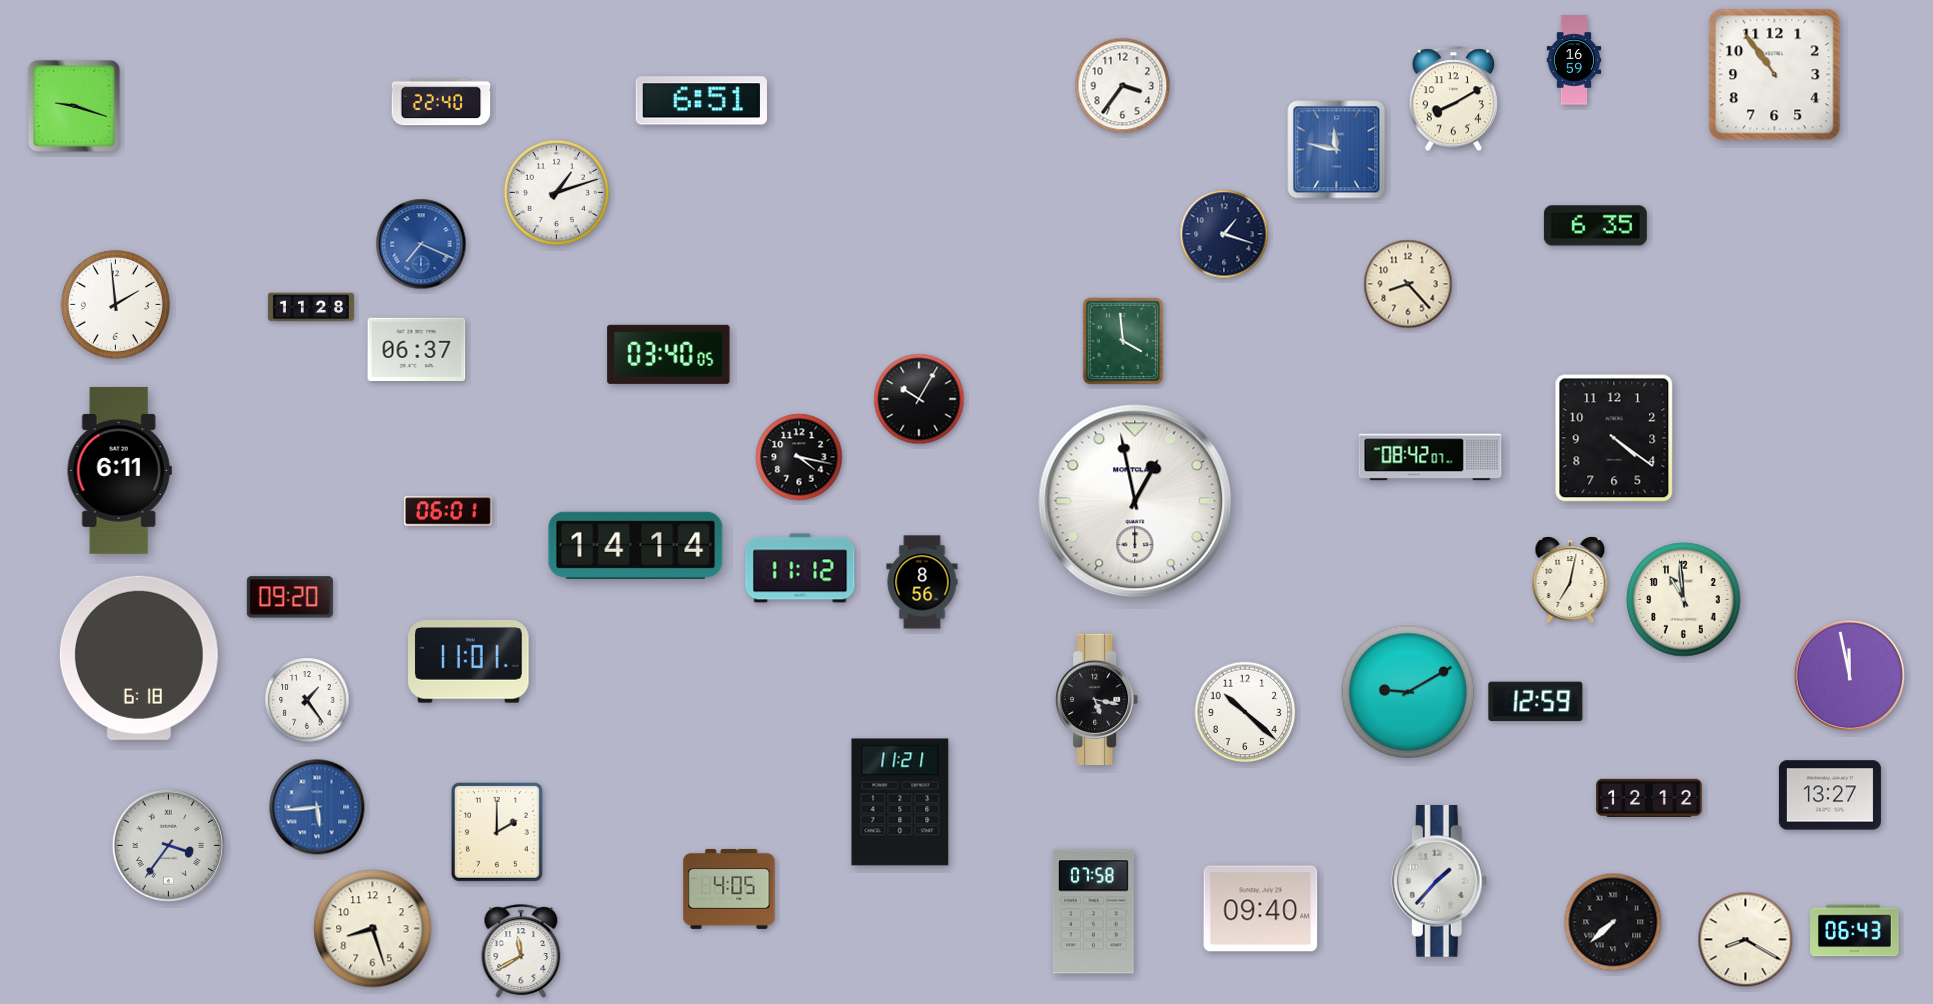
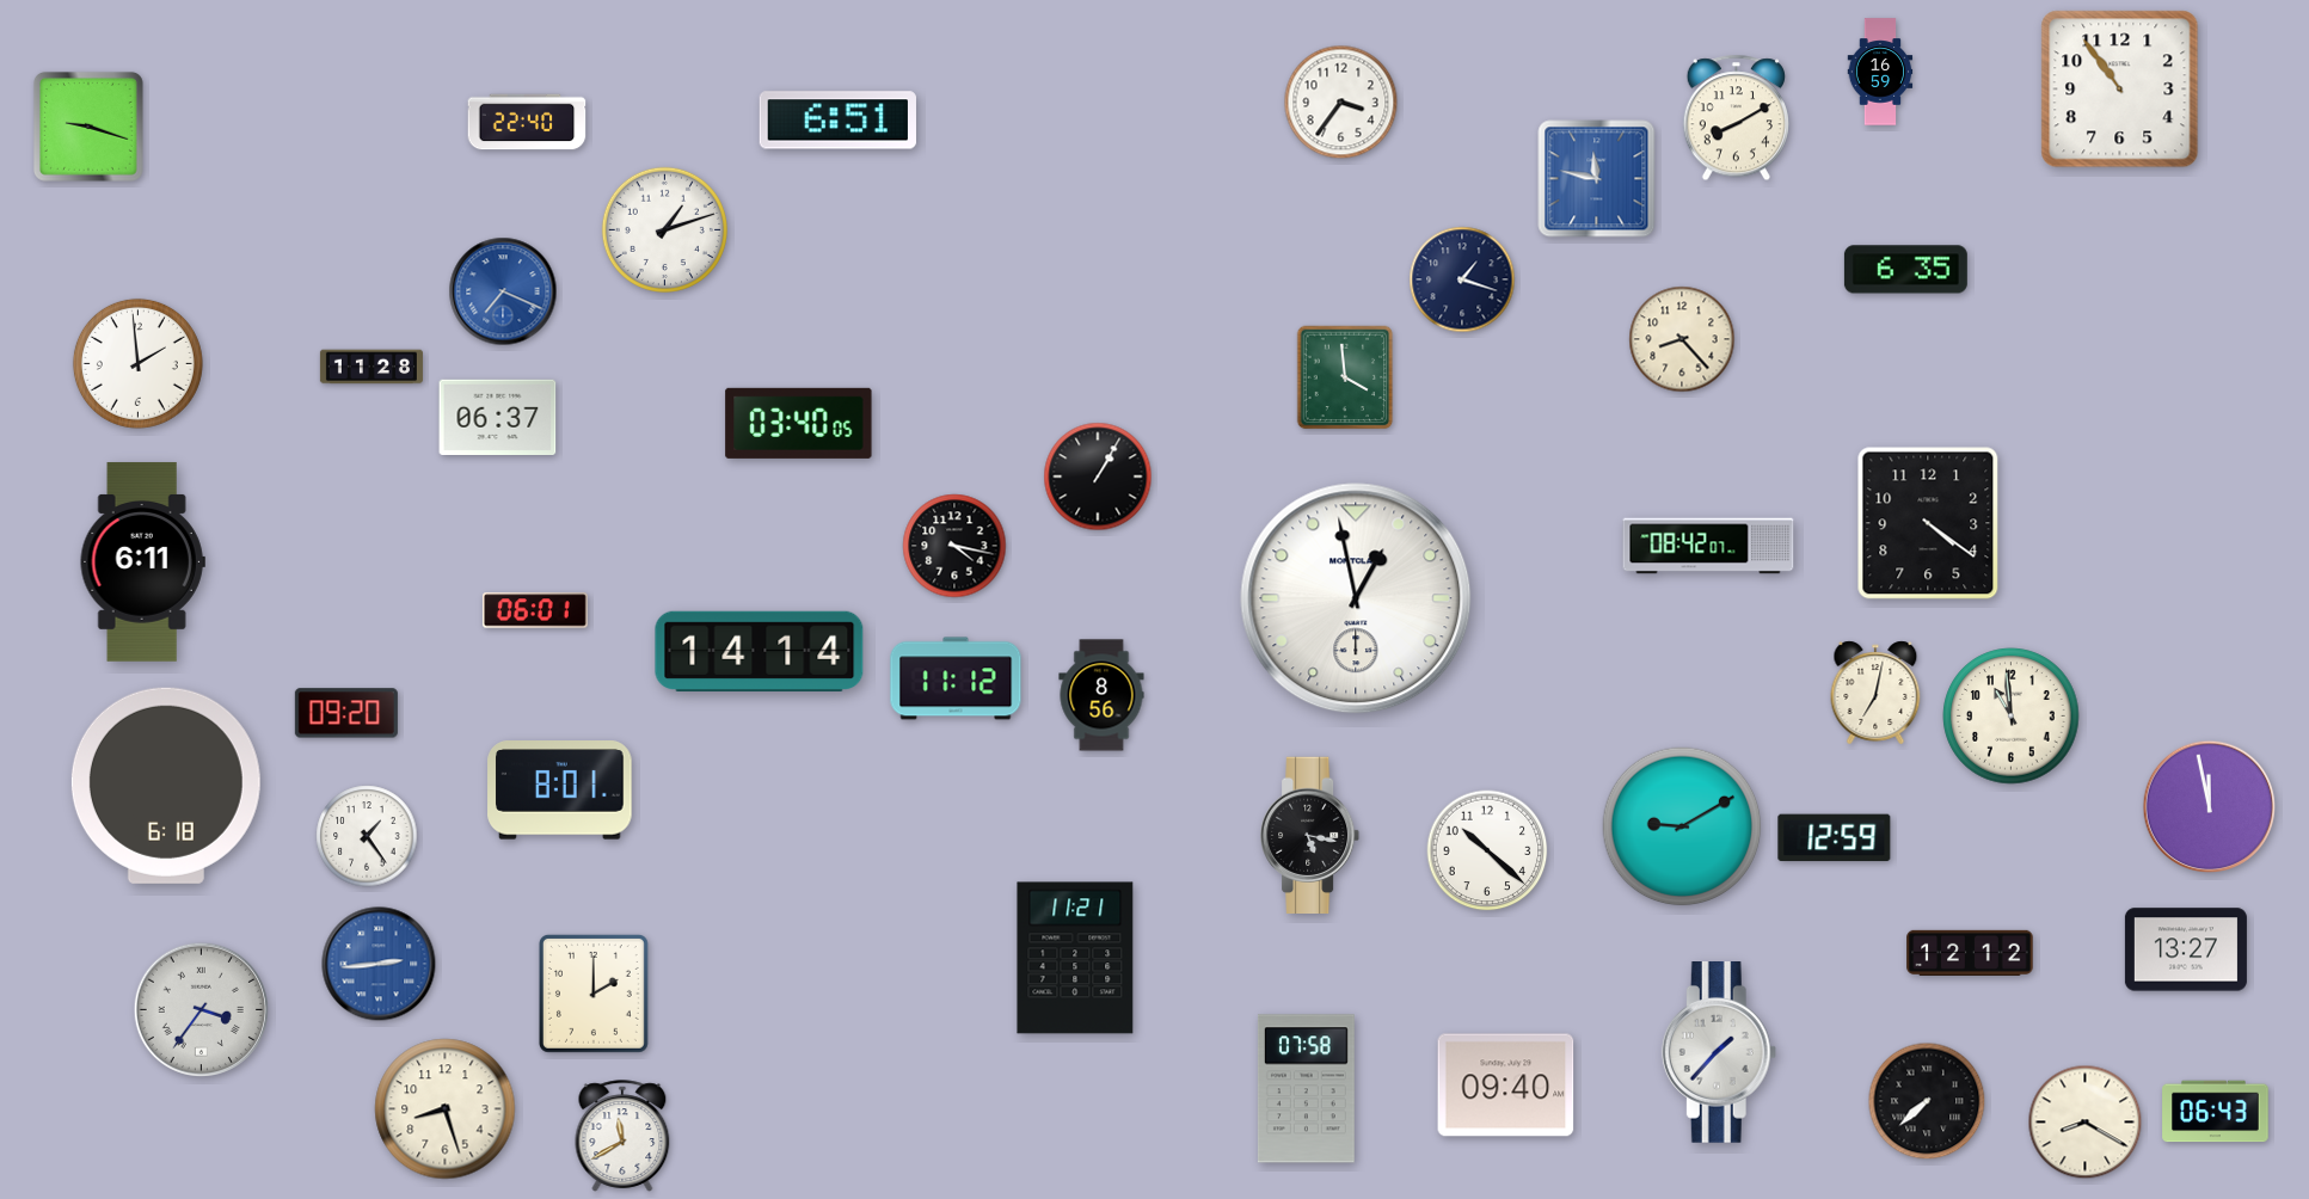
clock at (1123, 341) position: (1123, 341) -> (1345, 377)
clock at (919, 399): 10:05 -> 1:05
clock at (469, 662): 11:01 -> 8:01
clock at (317, 807): 5:44 -> 2:44
clock at (729, 889): 4:05 -> none
